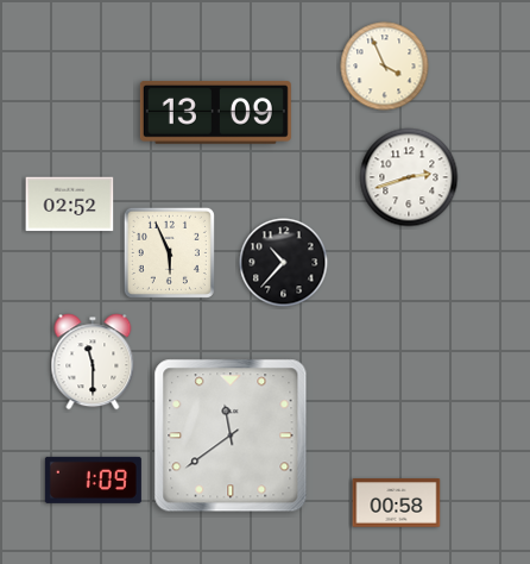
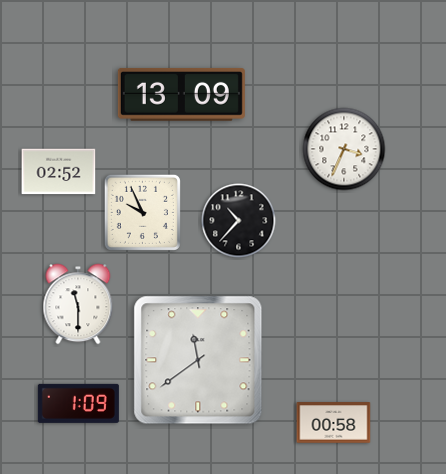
clock at (385, 67): 3:56 -> none
clock at (409, 177): 2:42 -> 3:34
clock at (169, 252): 5:56 -> 9:56
clock at (231, 435) position: (231, 435) -> (198, 360)
